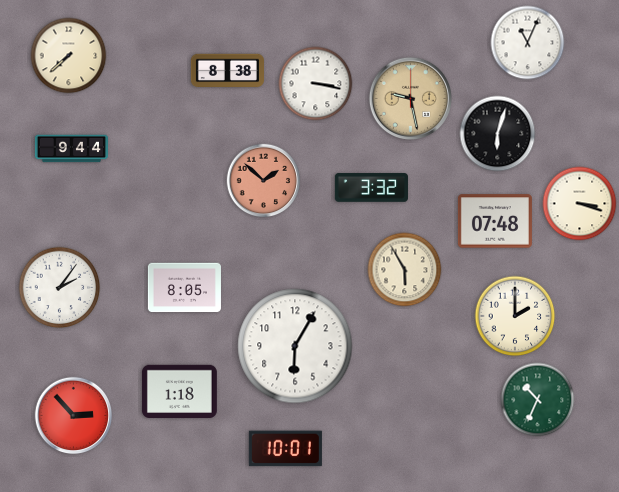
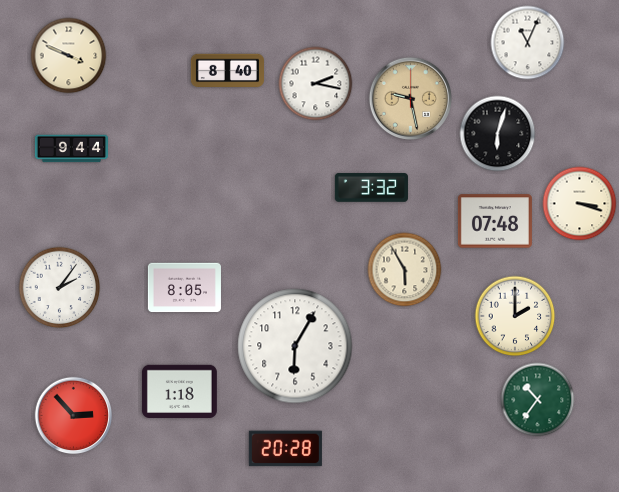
clock at (69, 56): 7:38 -> 3:49
clock at (227, 71): 8:38 -> 8:40
clock at (316, 84): 3:17 -> 2:17
clock at (264, 181): 1:52 -> none
clock at (538, 400): 10:34 -> 10:36
clock at (285, 449): 10:01 -> 20:28
